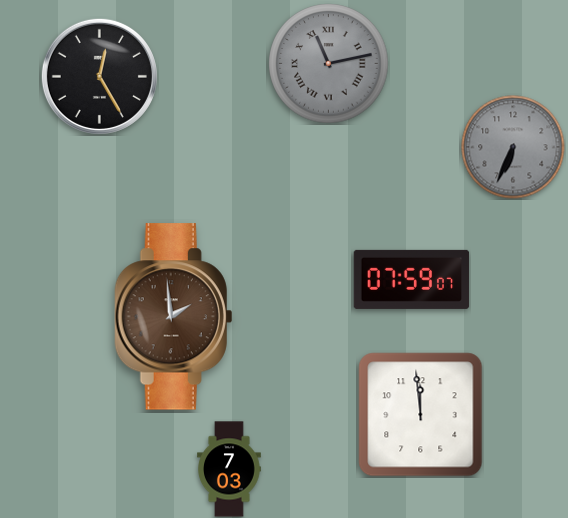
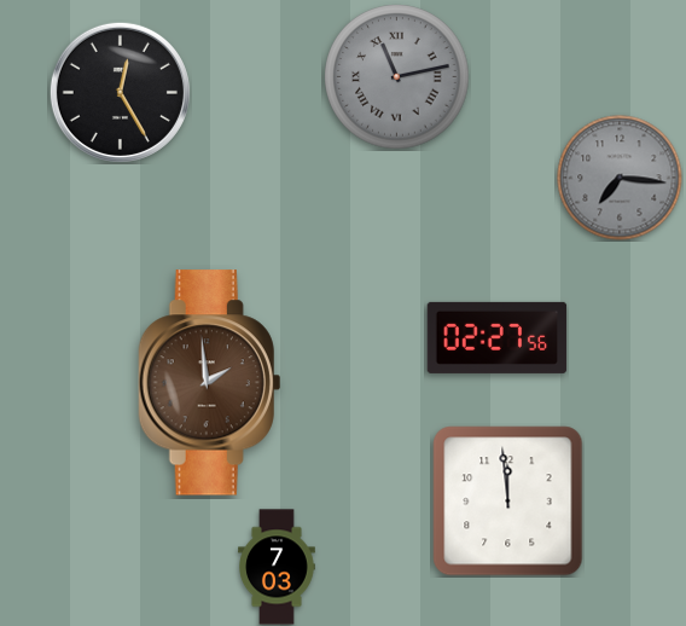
clock at (513, 147): 6:34 -> 7:16
clock at (412, 279): 07:59 -> 02:27
